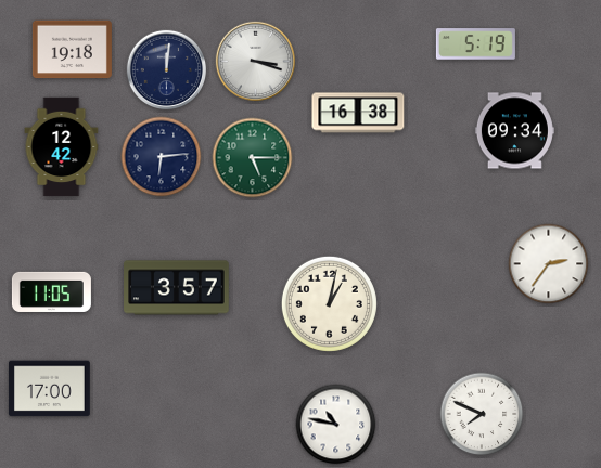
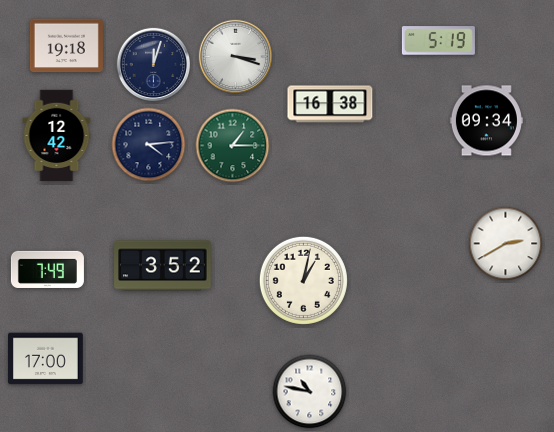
clock at (166, 69): 12:01 -> 12:03
clock at (514, 131) position: (514, 131) -> (486, 121)
clock at (162, 157): 6:14 -> 4:14
clock at (253, 158): 5:15 -> 1:15
clock at (549, 264): 2:36 -> 2:40
clock at (177, 288): 3:57 -> 3:52
clock at (51, 291): 11:05 -> 7:49
clock at (482, 414): 7:49 -> none
